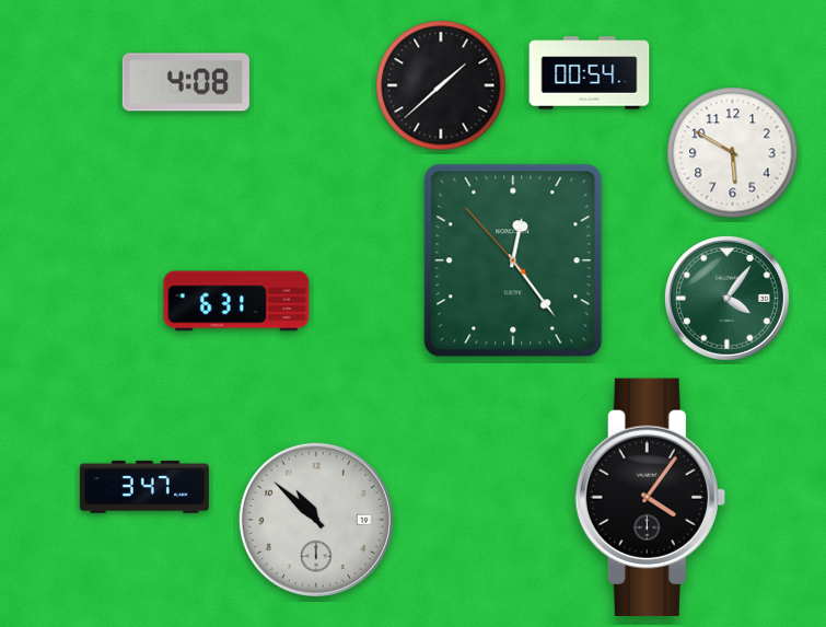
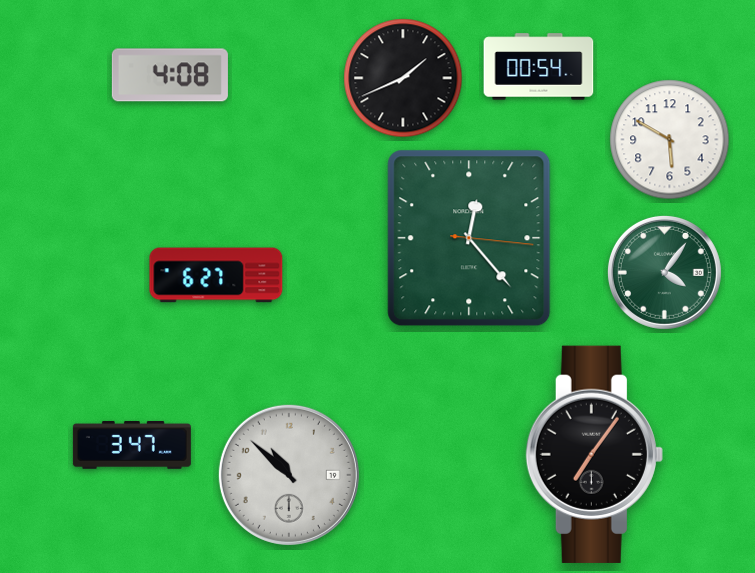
clock at (441, 85): 1:38 -> 1:41
clock at (513, 260): 12:23:53 -> 12:23:16
clock at (236, 301): 6:31 -> 6:27
clock at (650, 497): 4:06 -> 7:06
